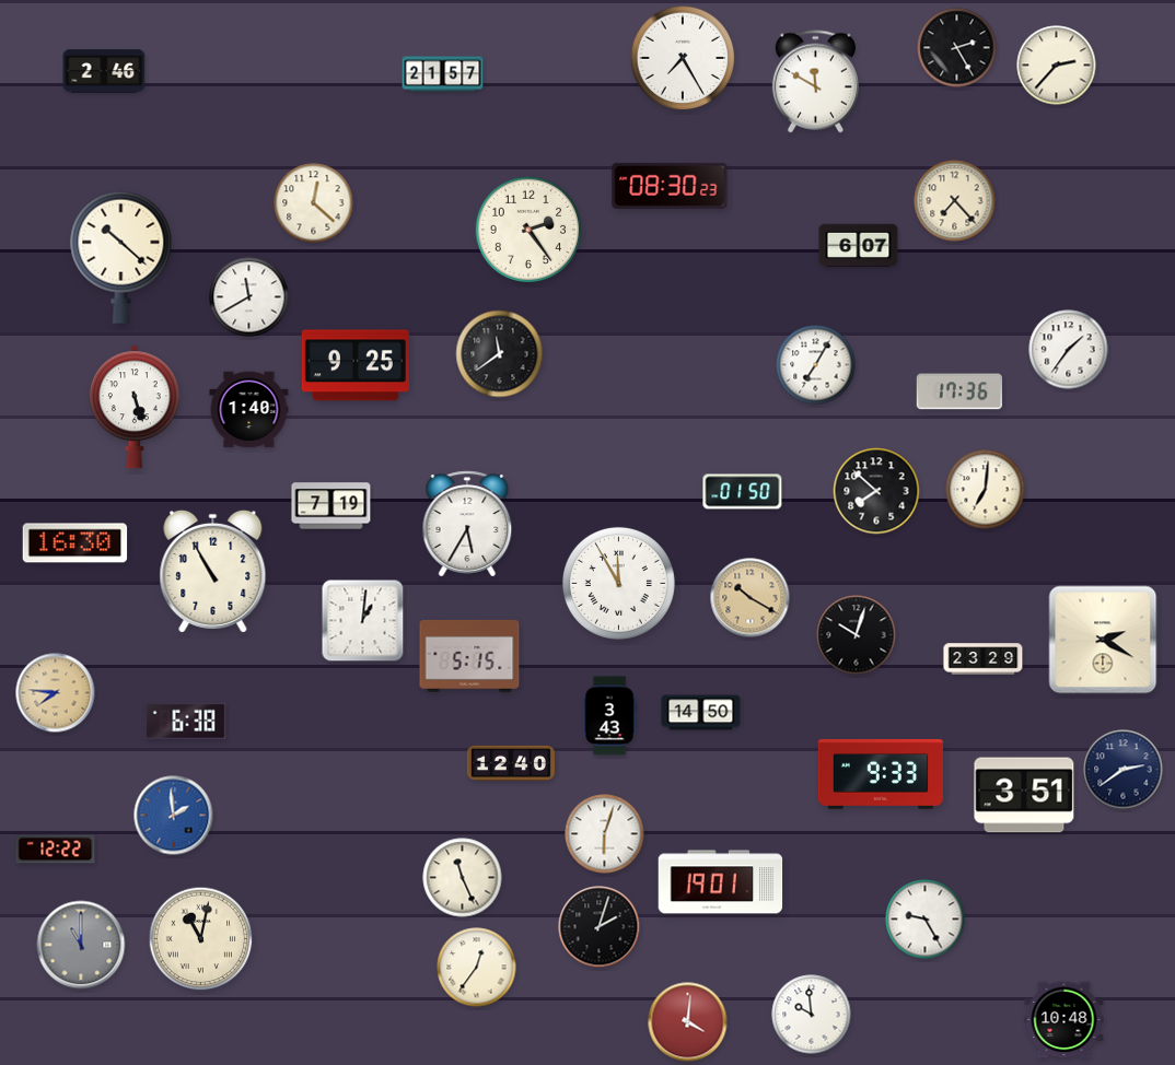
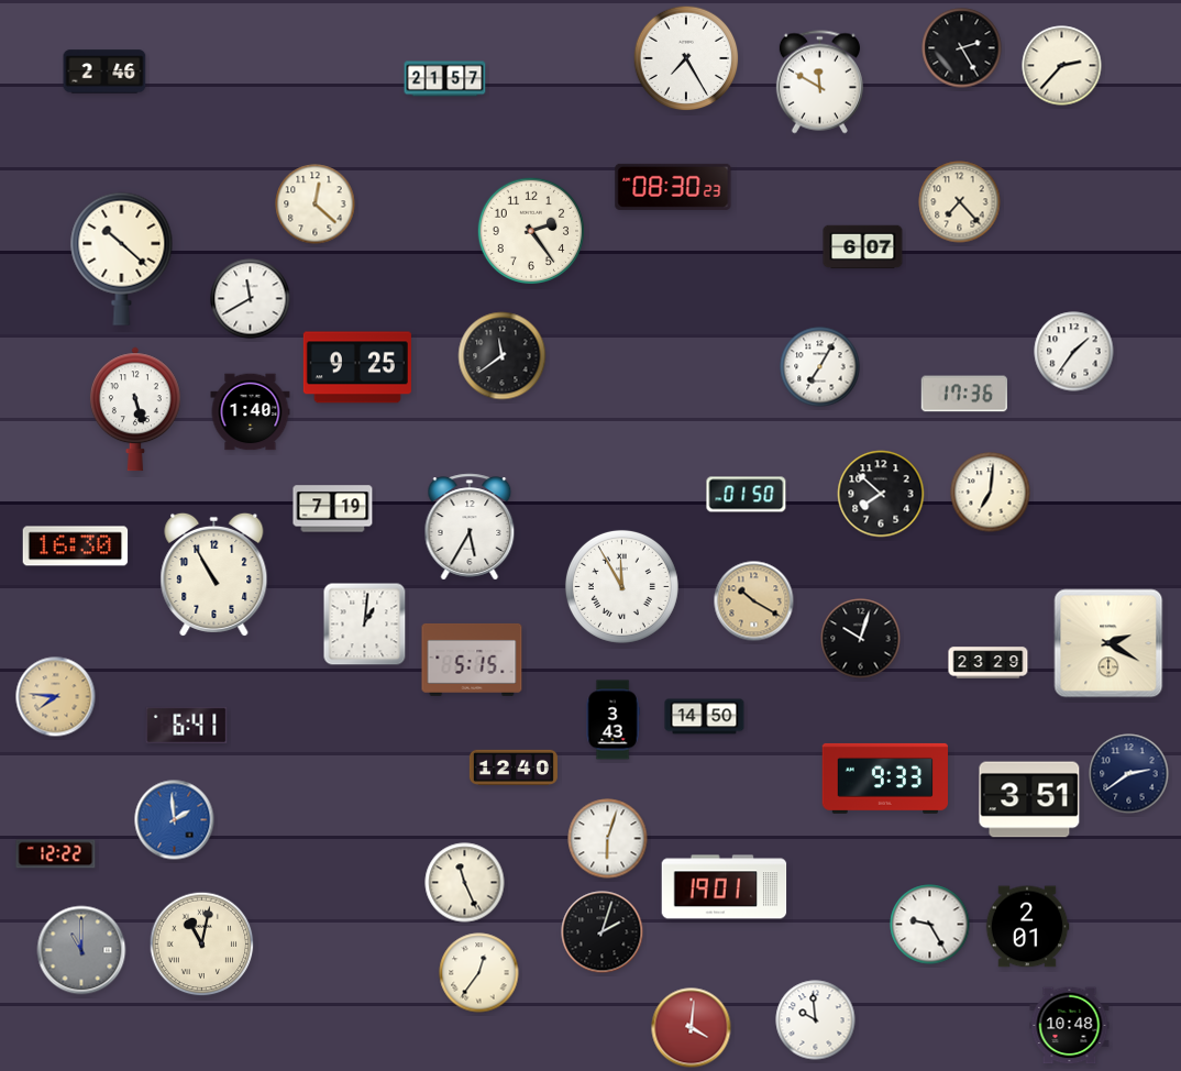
clock at (443, 74) position: (443, 74) -> (445, 79)
clock at (186, 721): 6:38 -> 6:41
clock at (1027, 927): none -> 2:01
